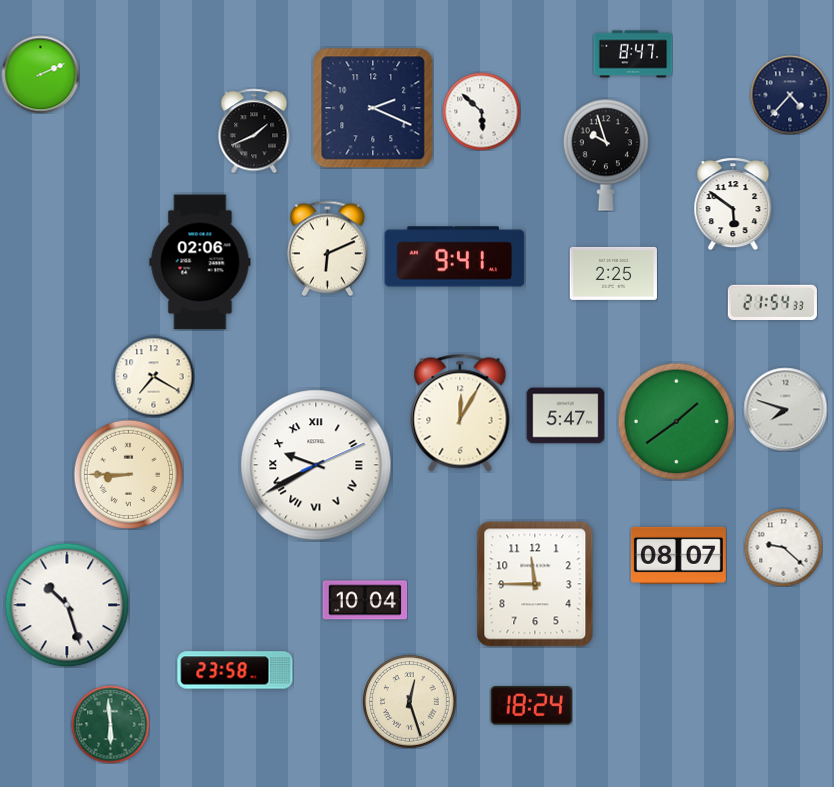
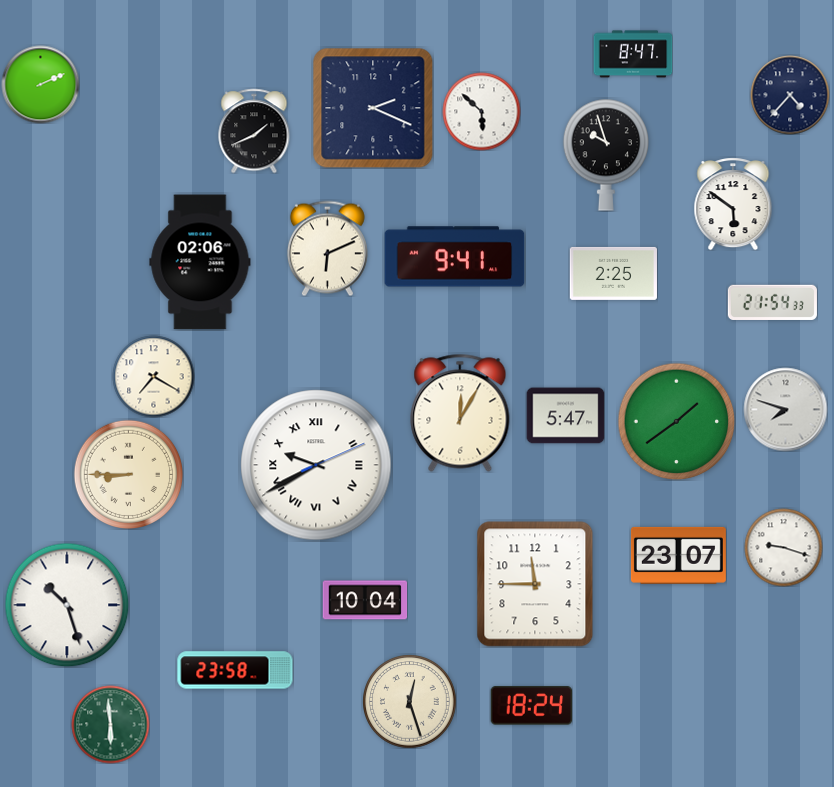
clock at (40, 74) position: (40, 74) -> (40, 84)
clock at (783, 547): 9:22 -> 9:18
clock at (678, 555): 08:07 -> 23:07
